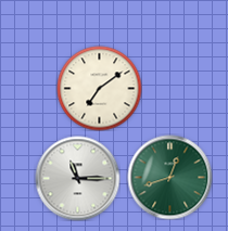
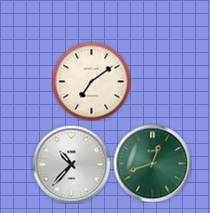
clock at (169, 177) position: (169, 177) -> (152, 163)
clock at (77, 178): 11:15 -> 10:37
